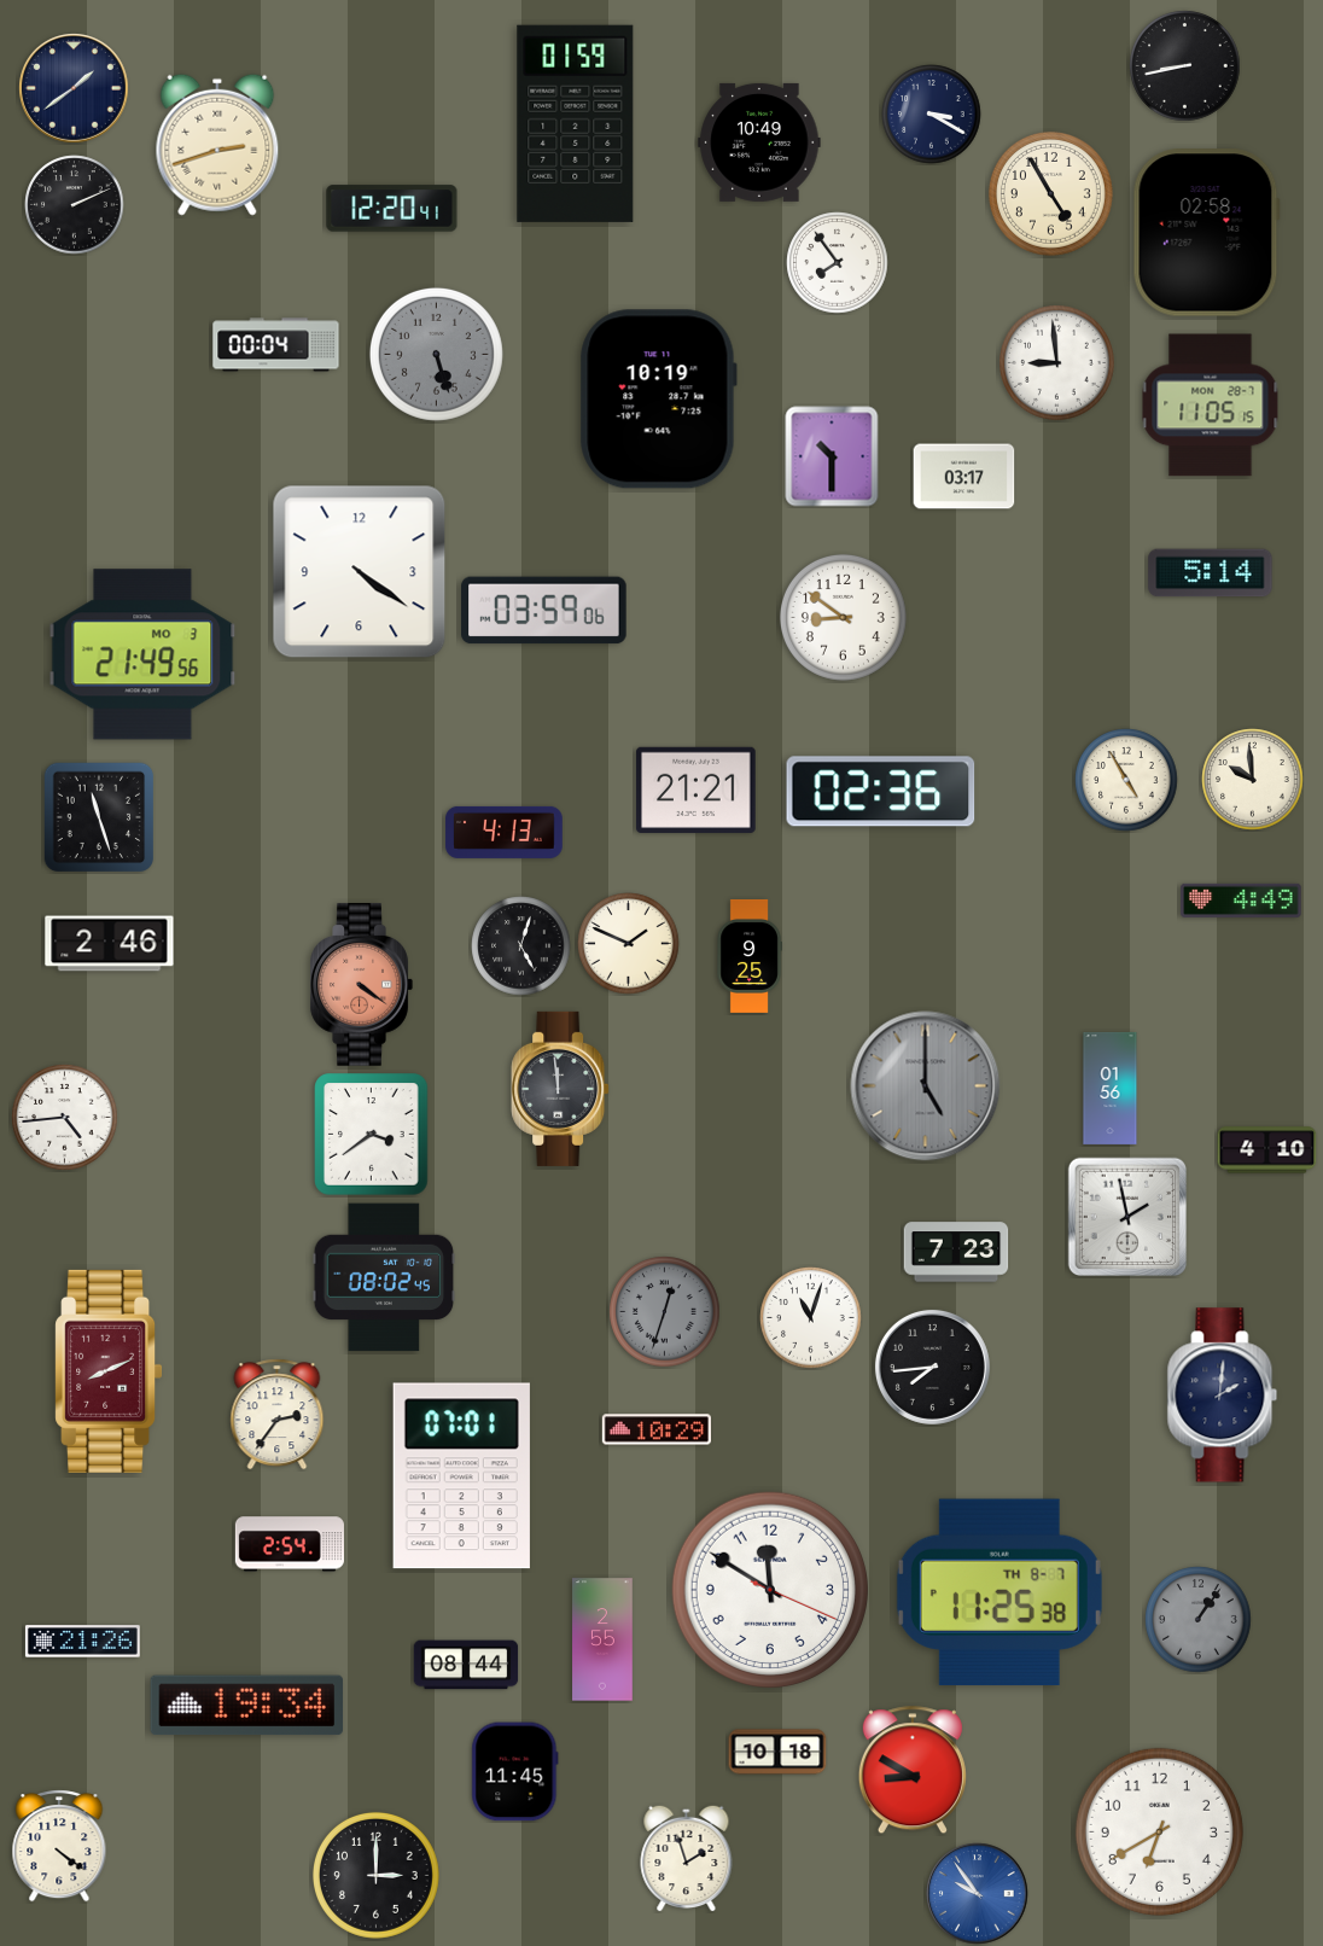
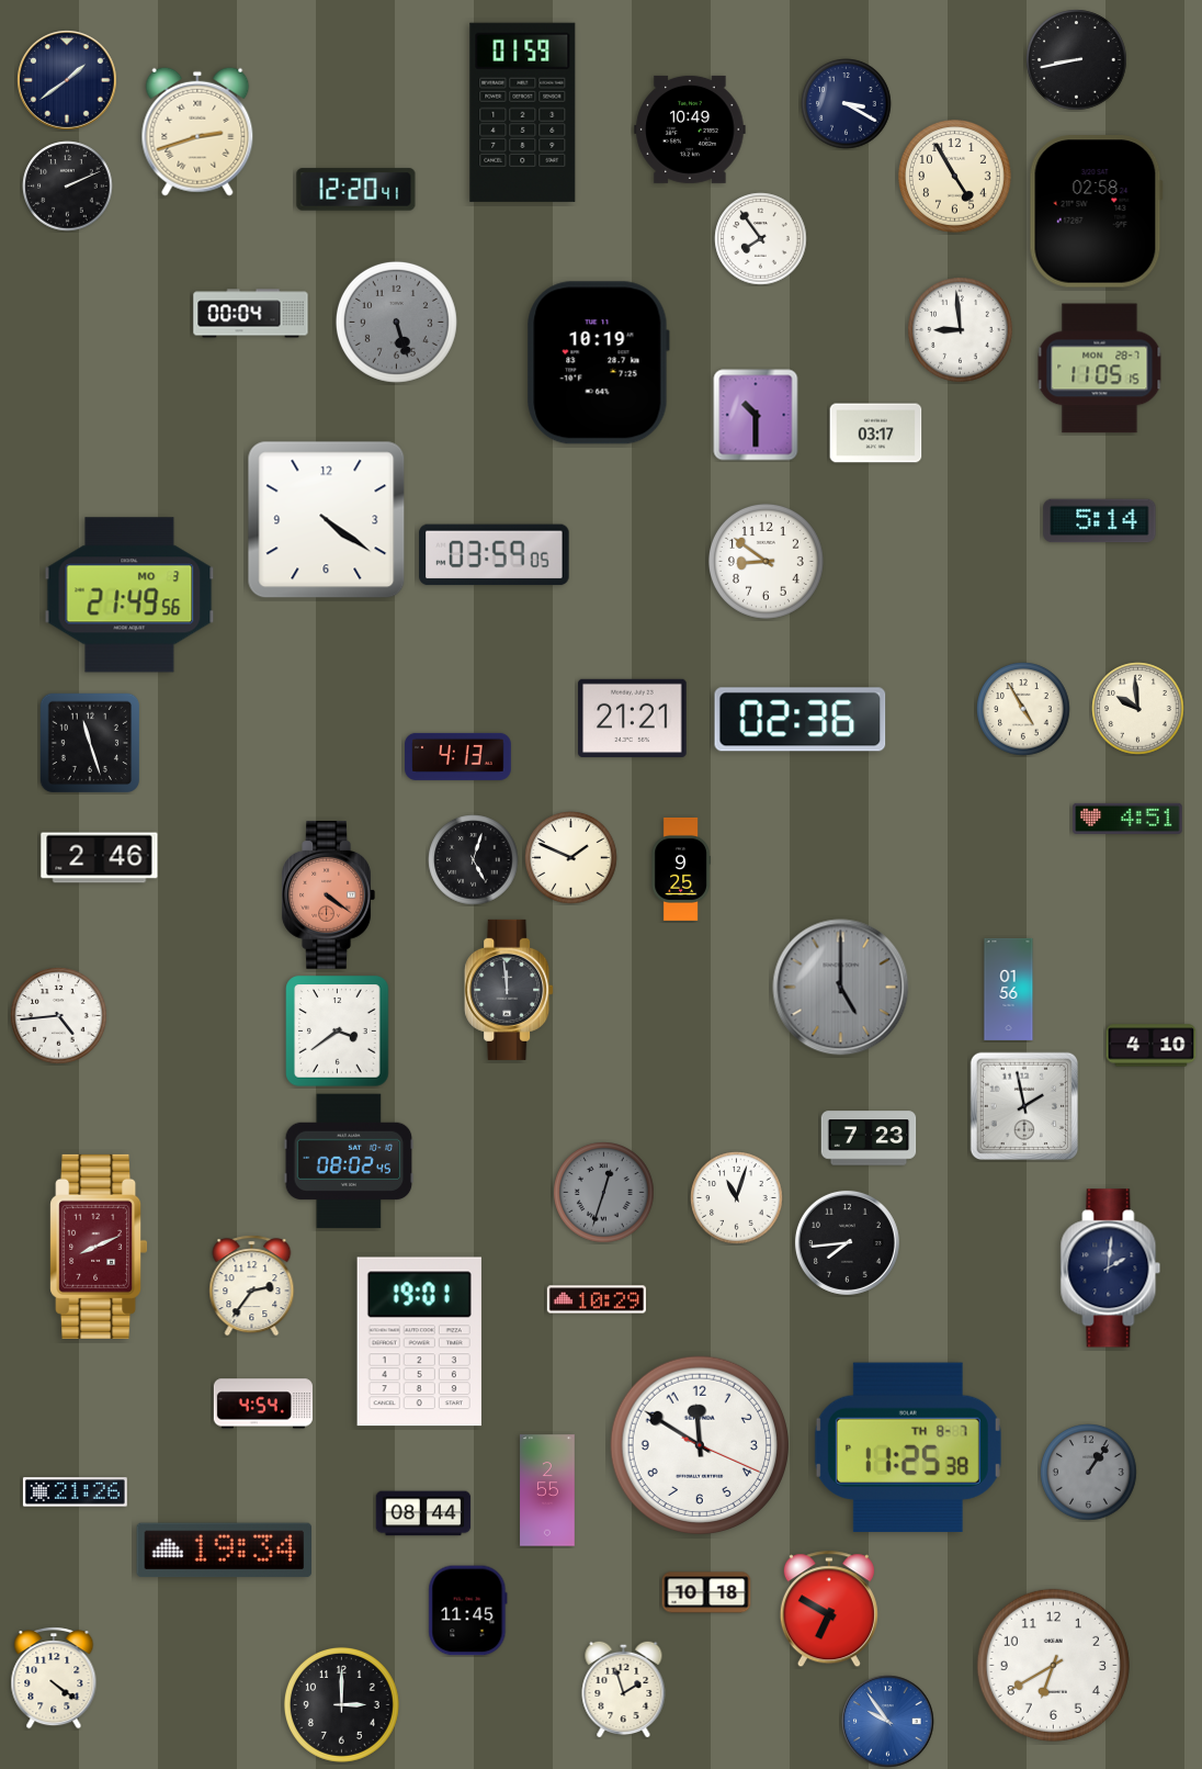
clock at (544, 611): 03:59:06 -> 03:59:05
clock at (1241, 901): 4:49 -> 4:51
clock at (461, 1476): 07:01 -> 19:01
clock at (290, 1544): 2:54 -> 4:54
clock at (913, 1771): 8:50 -> 6:50
